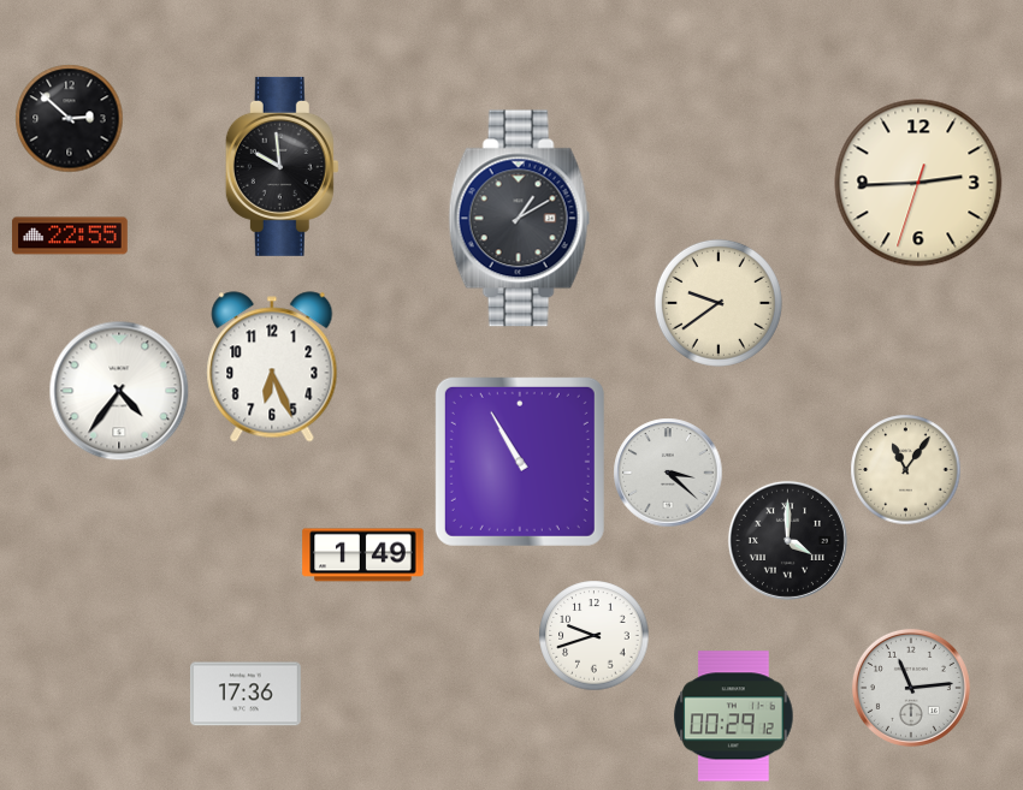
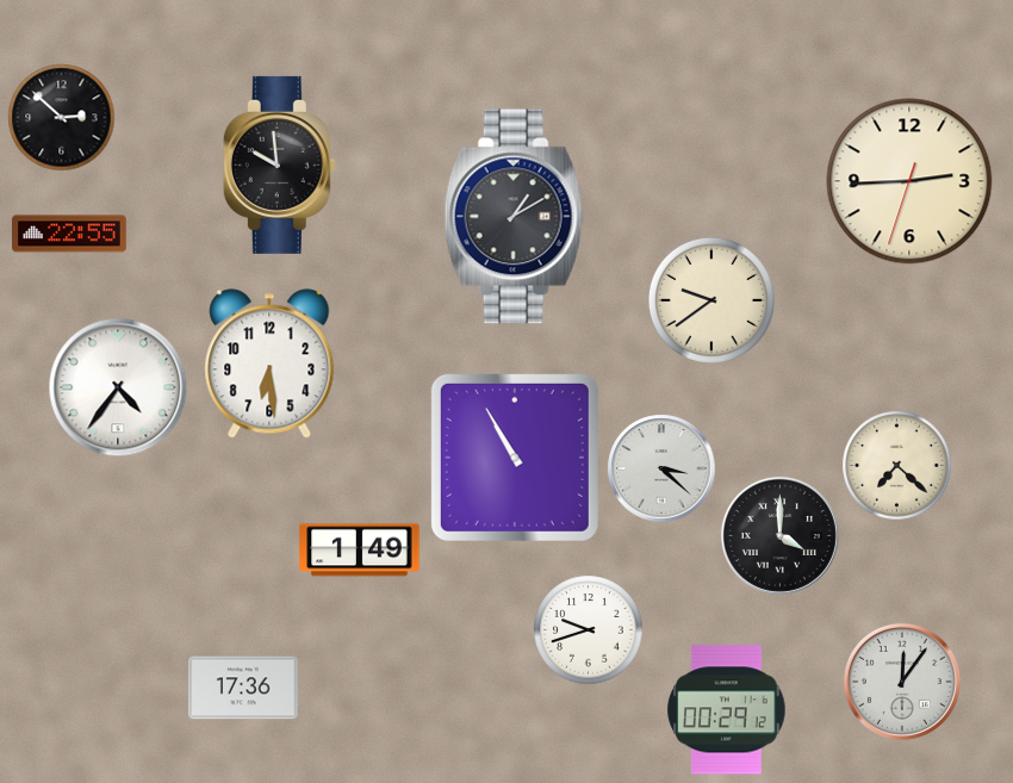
clock at (69, 118) position: (69, 118) -> (61, 117)
clock at (272, 367): 6:26 -> 6:29
clock at (905, 469): 11:06 -> 7:22
clock at (911, 688): 11:14 -> 12:06
